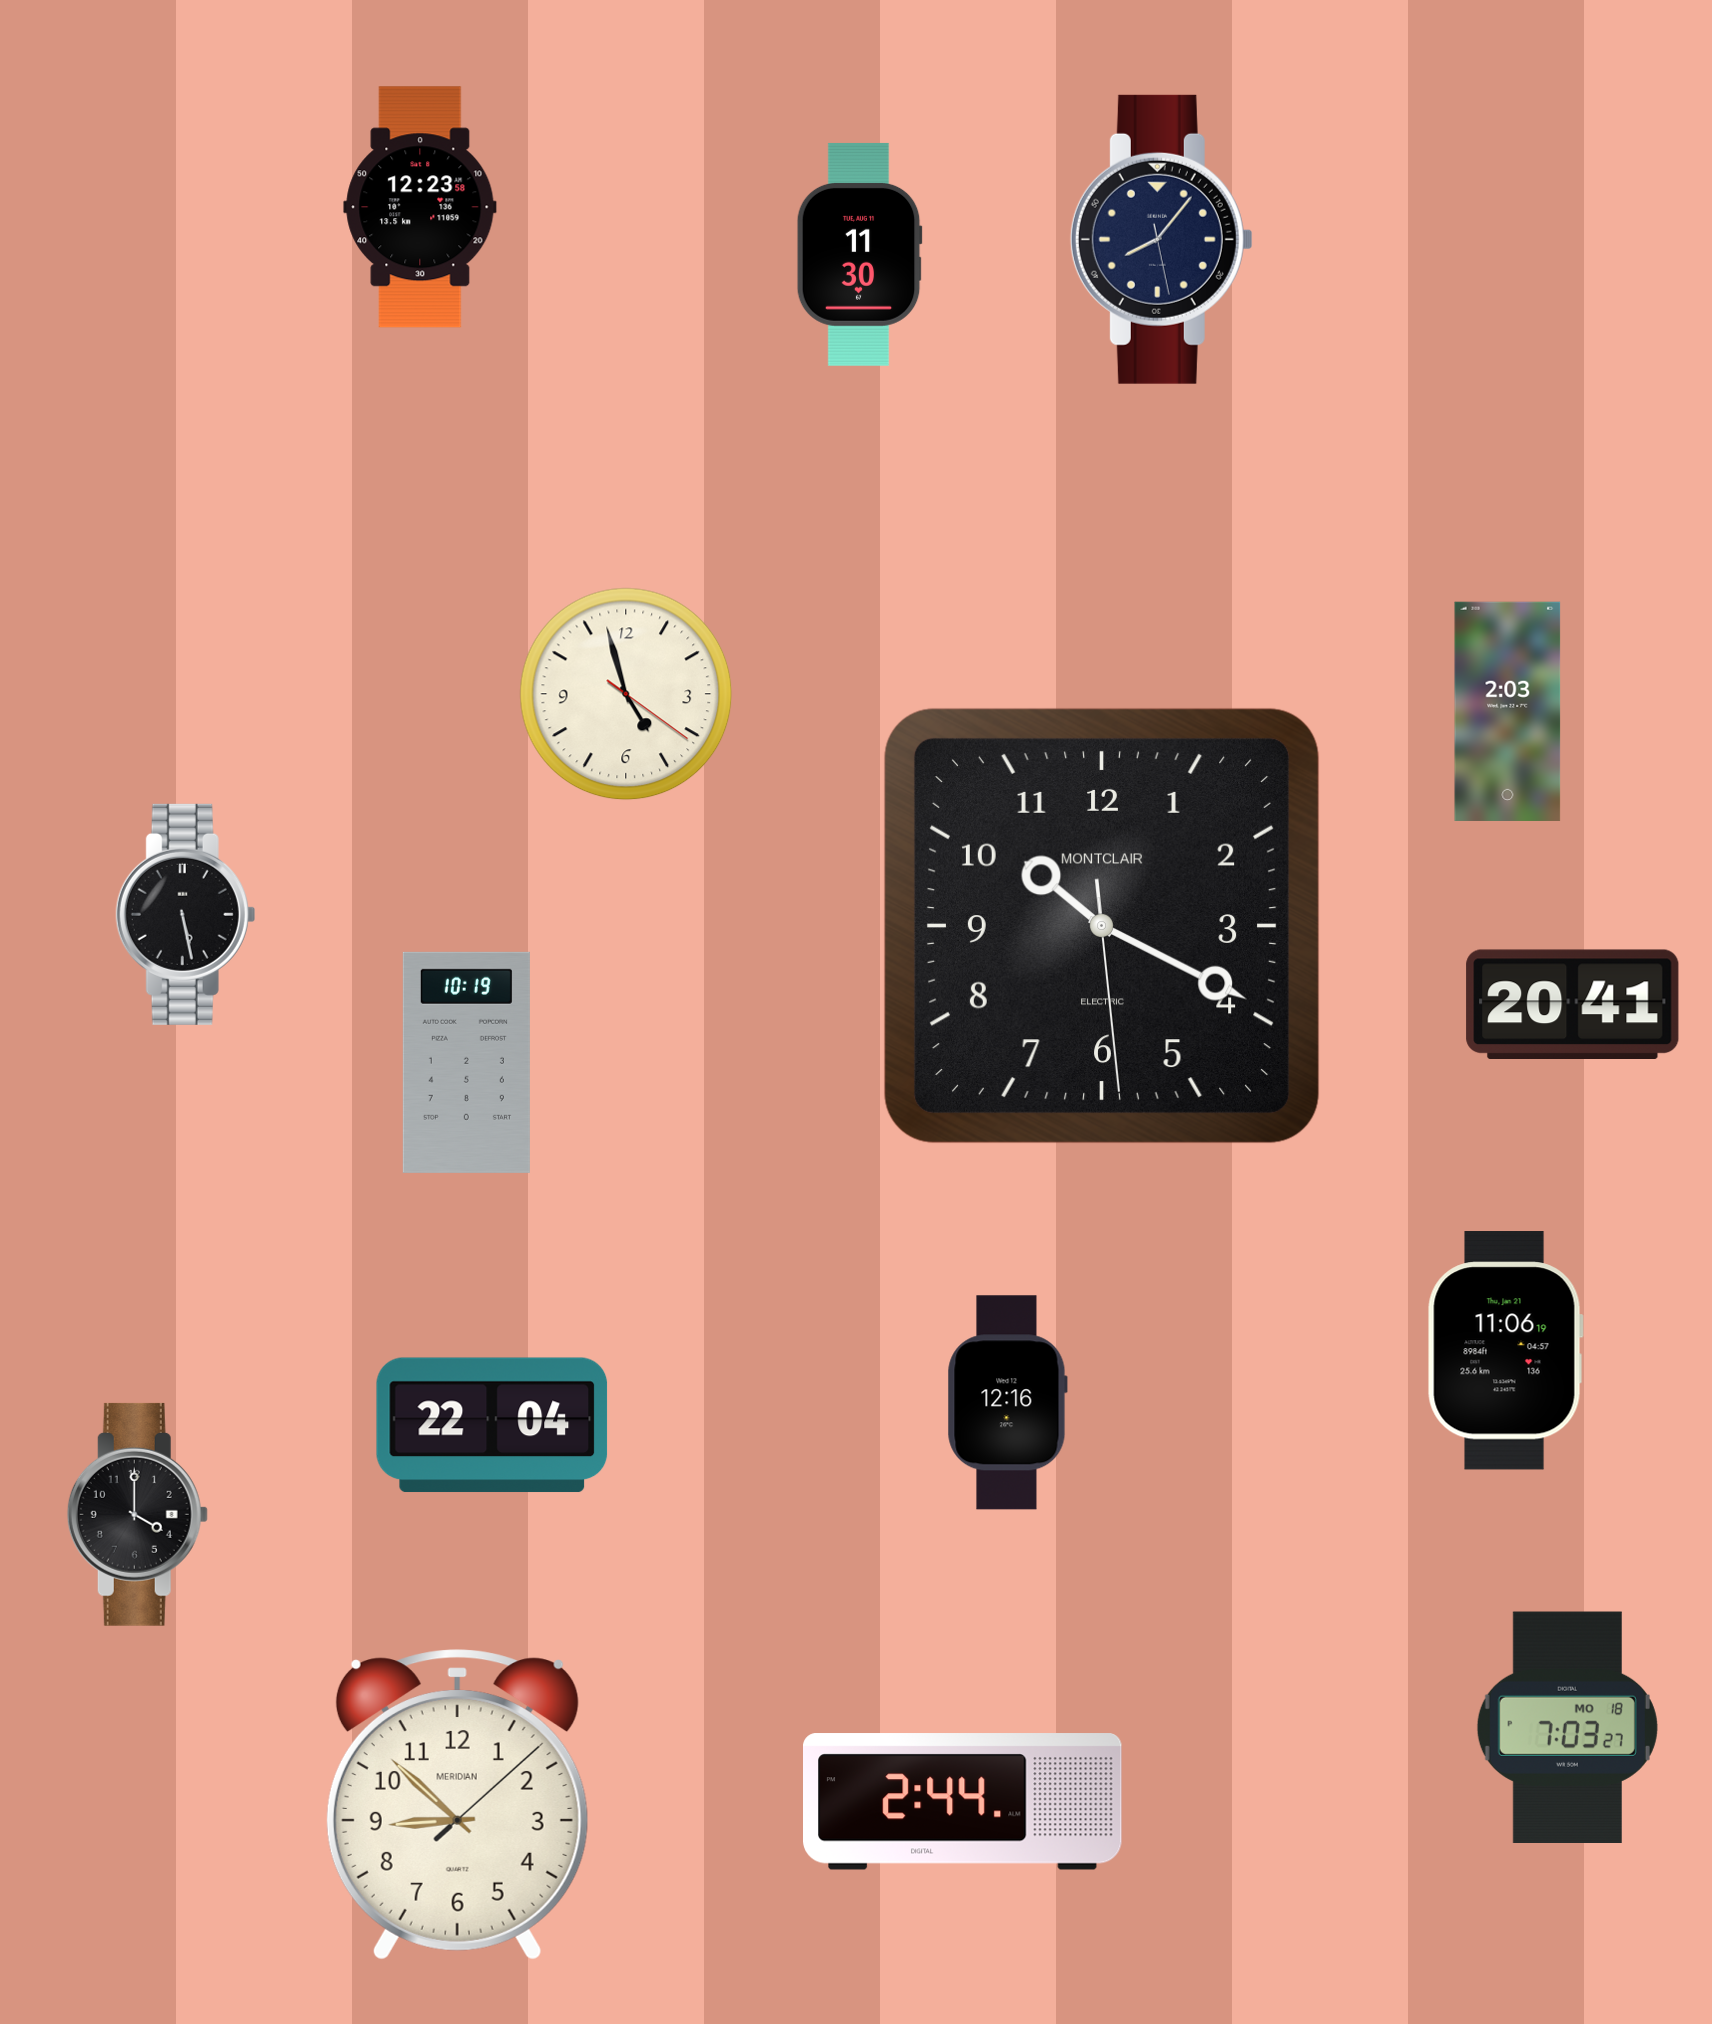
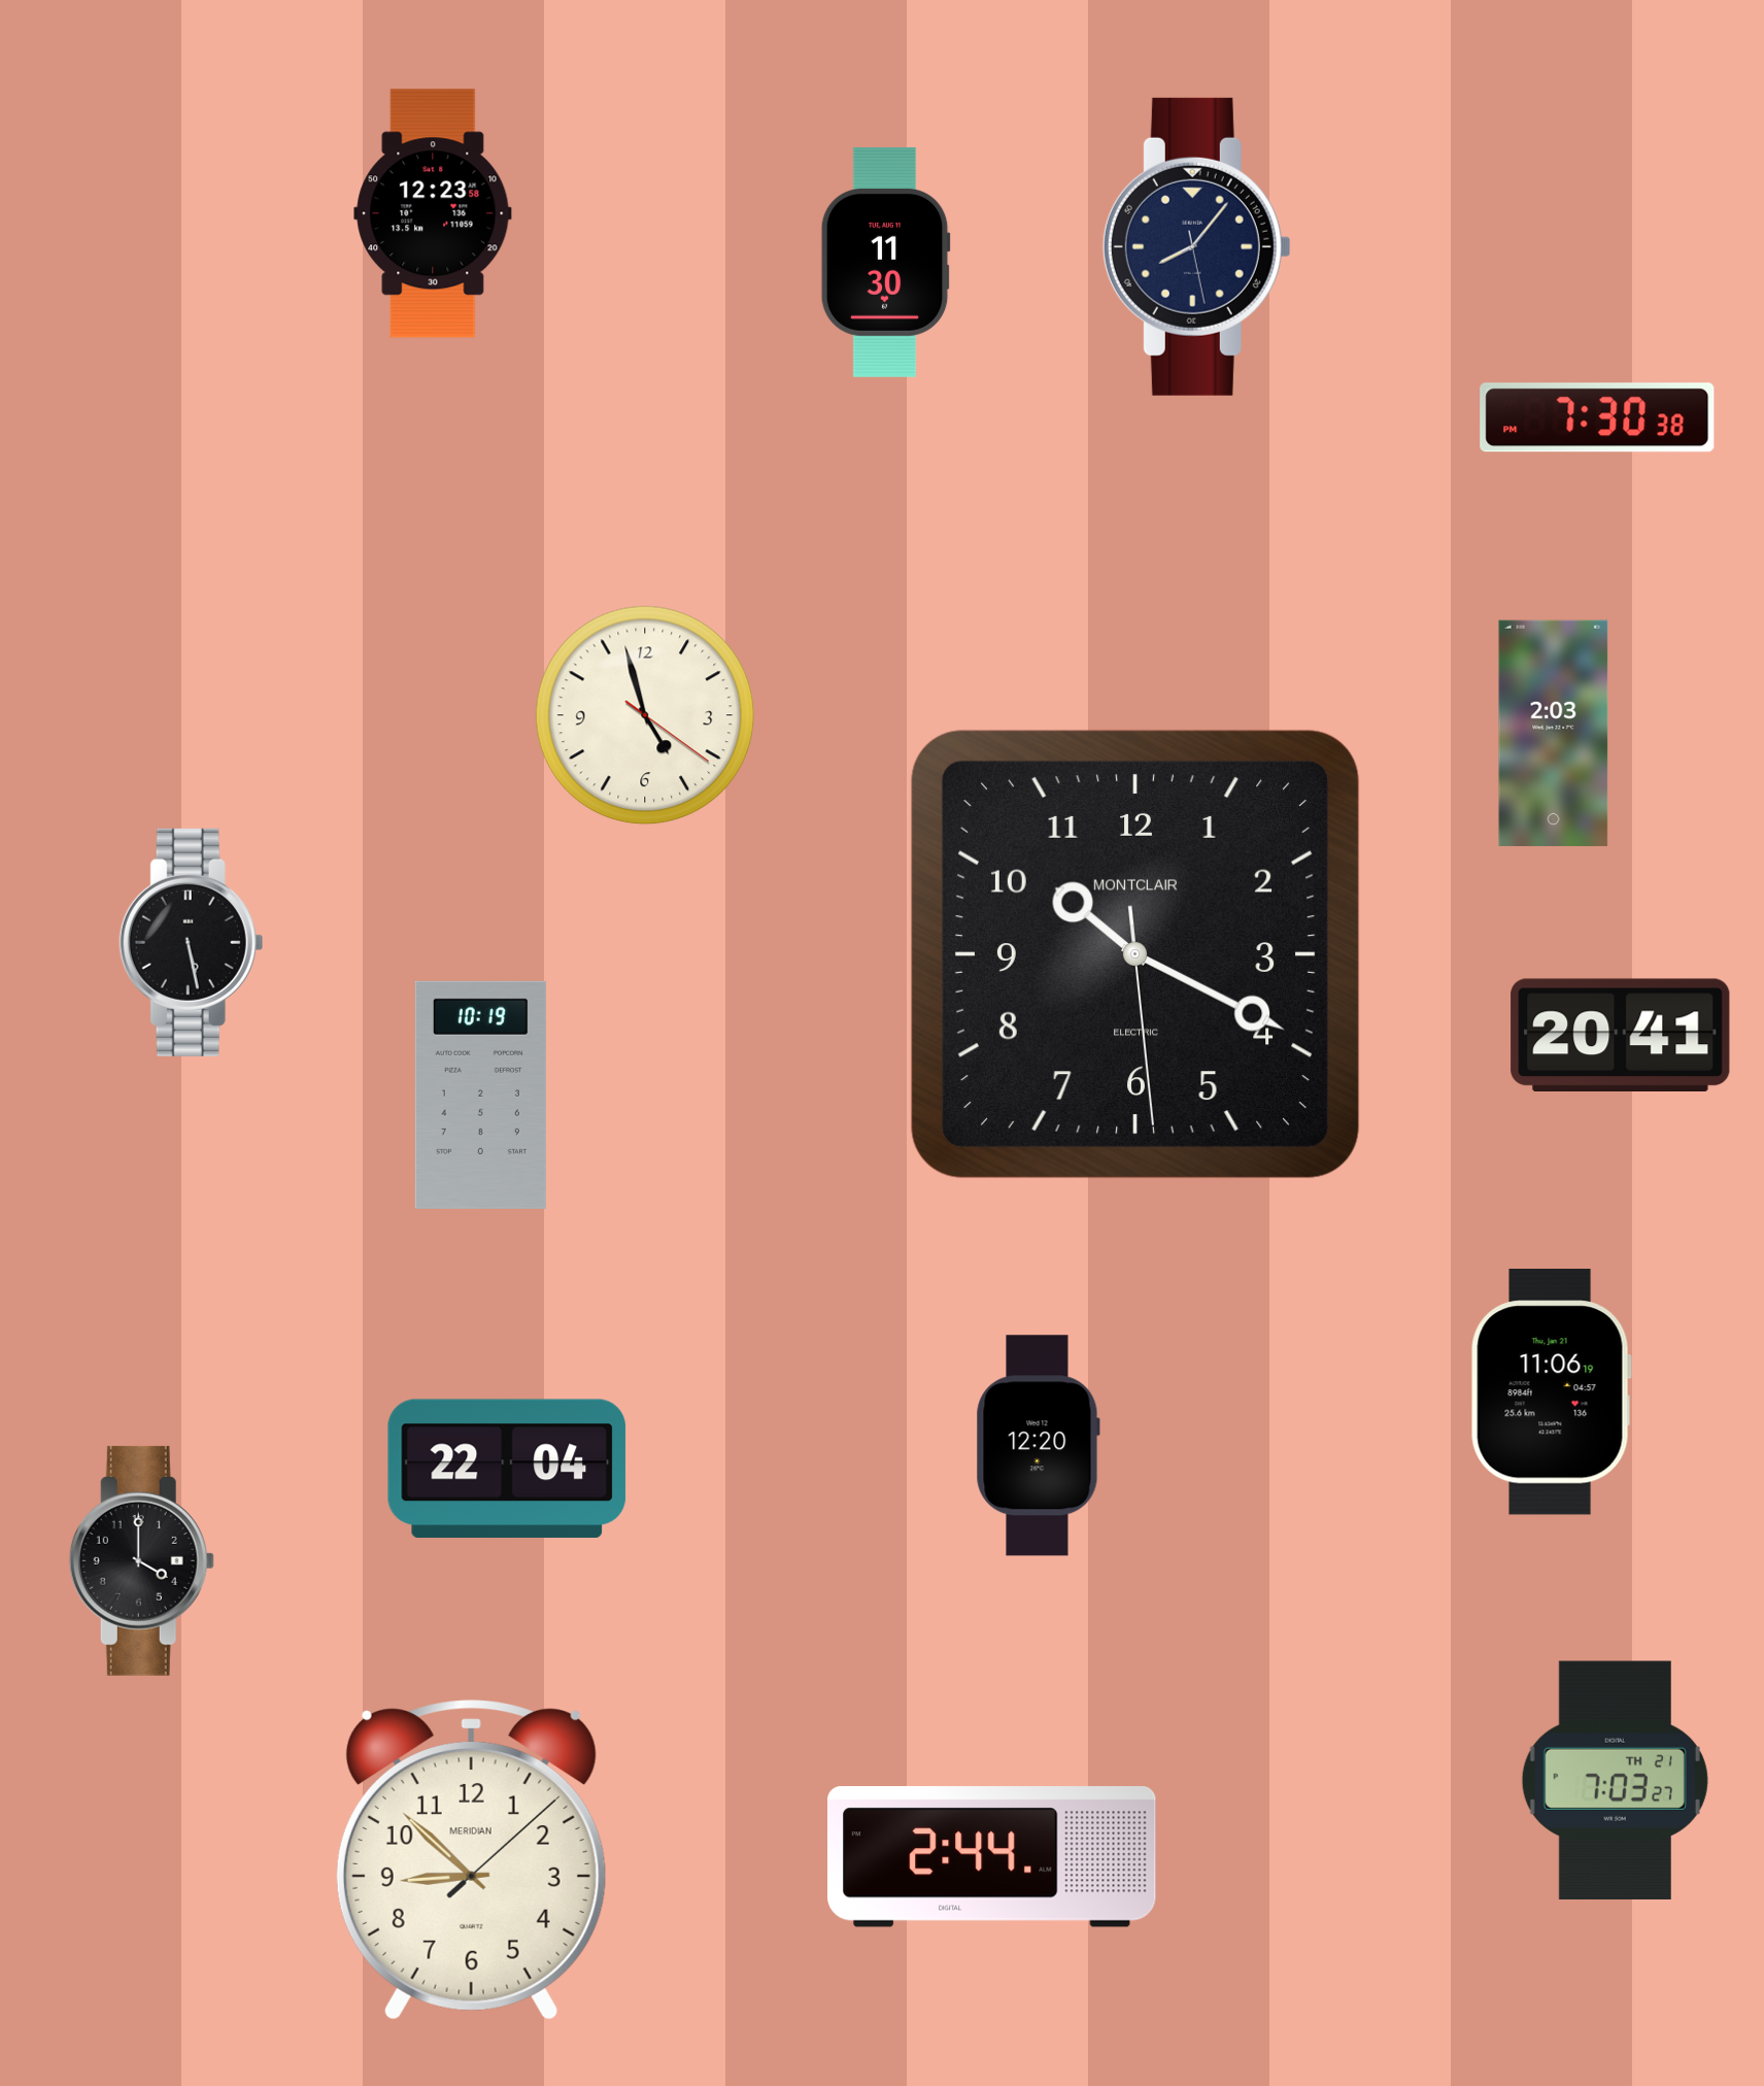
clock at (1597, 417): none -> 7:30
clock at (1007, 1403): 12:16 -> 12:20
clock at (1567, 1727) date: MO 18 -> TH 21
